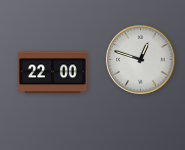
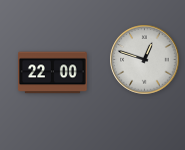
clock at (141, 60) position: (141, 60) -> (145, 60)
